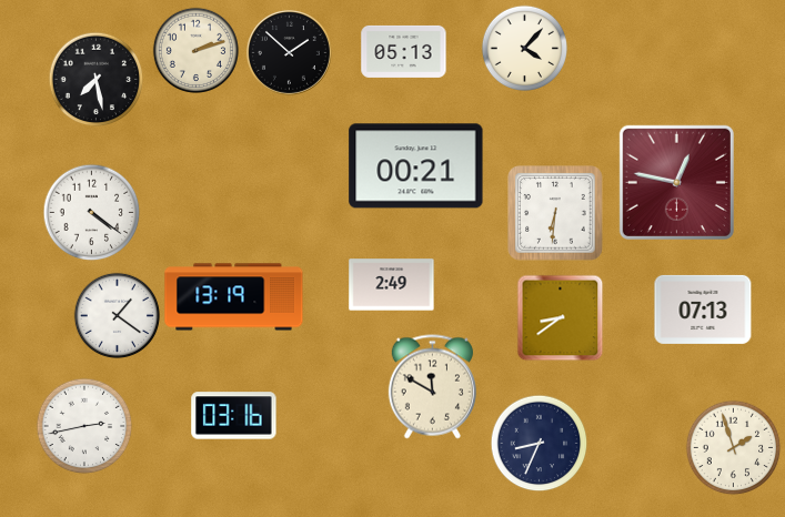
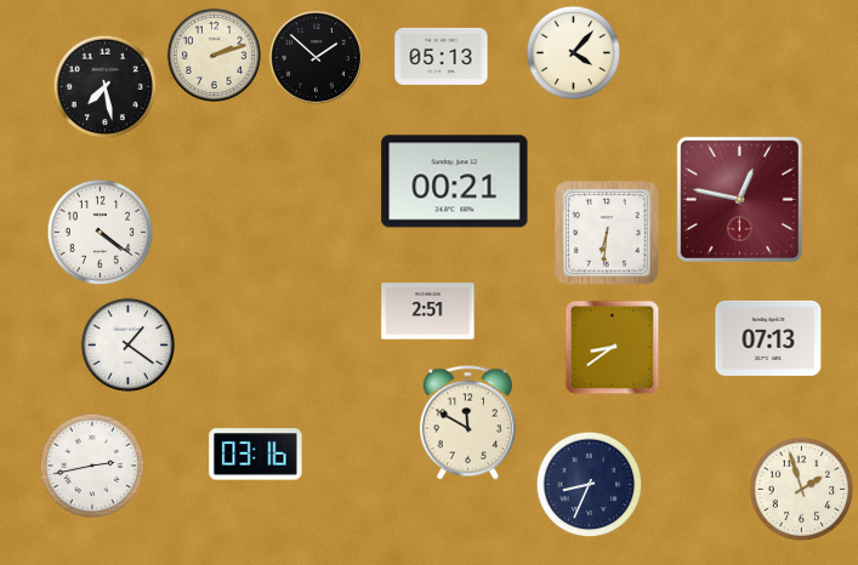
clock at (392, 285): 2:49 -> 2:51
clock at (234, 297): 13:19 -> none
clock at (432, 387) position: (432, 387) -> (467, 423)
